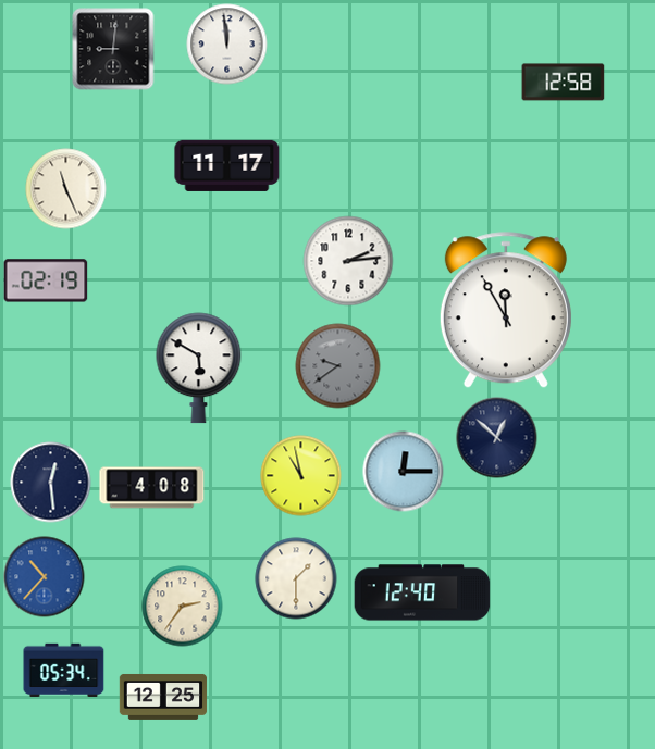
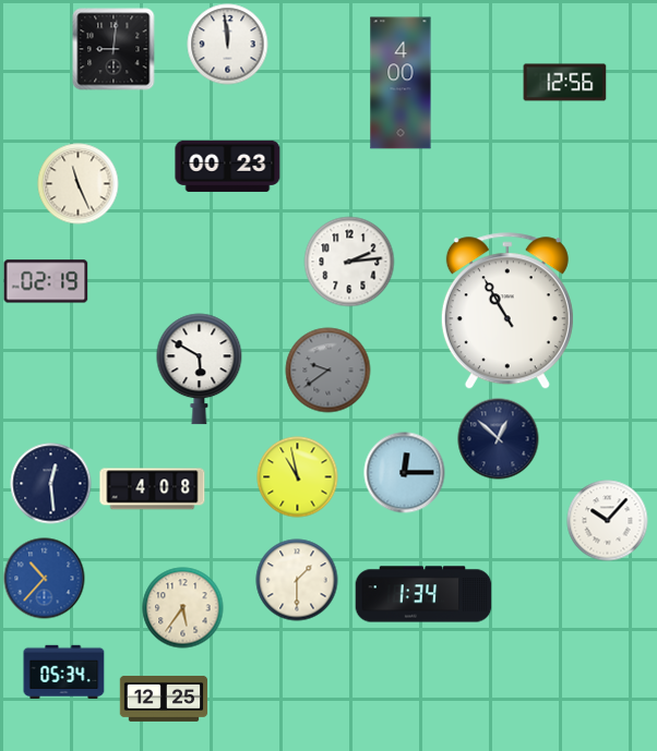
clock at (401, 83): none -> 4:00
clock at (564, 83): 12:58 -> 12:56
clock at (227, 165): 11:17 -> 00:23
clock at (66, 189) position: (66, 189) -> (79, 184)
clock at (506, 311): 11:55 -> 10:55
clock at (338, 366) position: (338, 366) -> (329, 371)
clock at (301, 476) position: (301, 476) -> (298, 477)
clock at (608, 521): none -> 10:07
clock at (422, 592): 12:40 -> 1:34
clock at (183, 607): 2:36 -> 5:36
